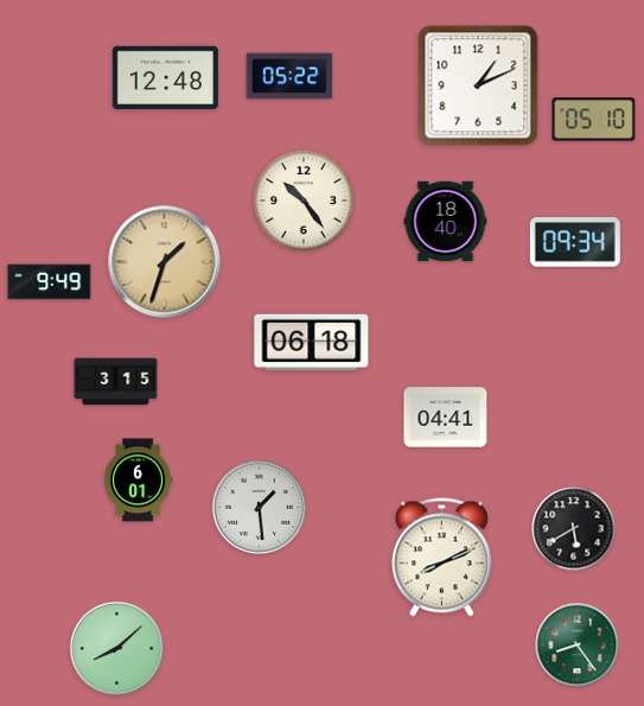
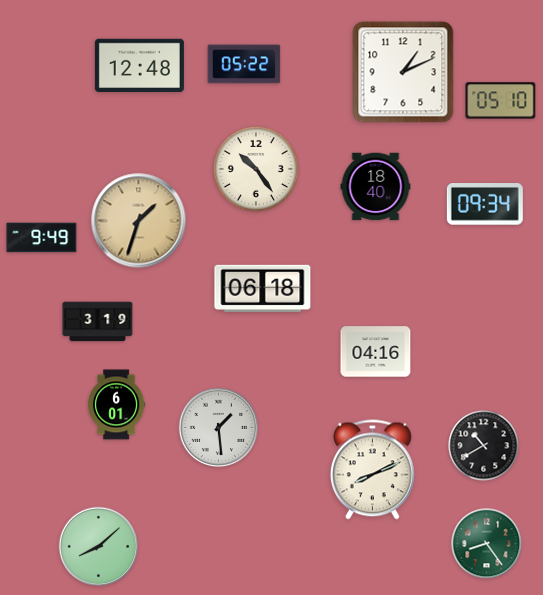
clock at (116, 382): 3:15 -> 3:19
clock at (446, 418): 04:41 -> 04:16
clock at (574, 529): 5:40 -> 10:40
